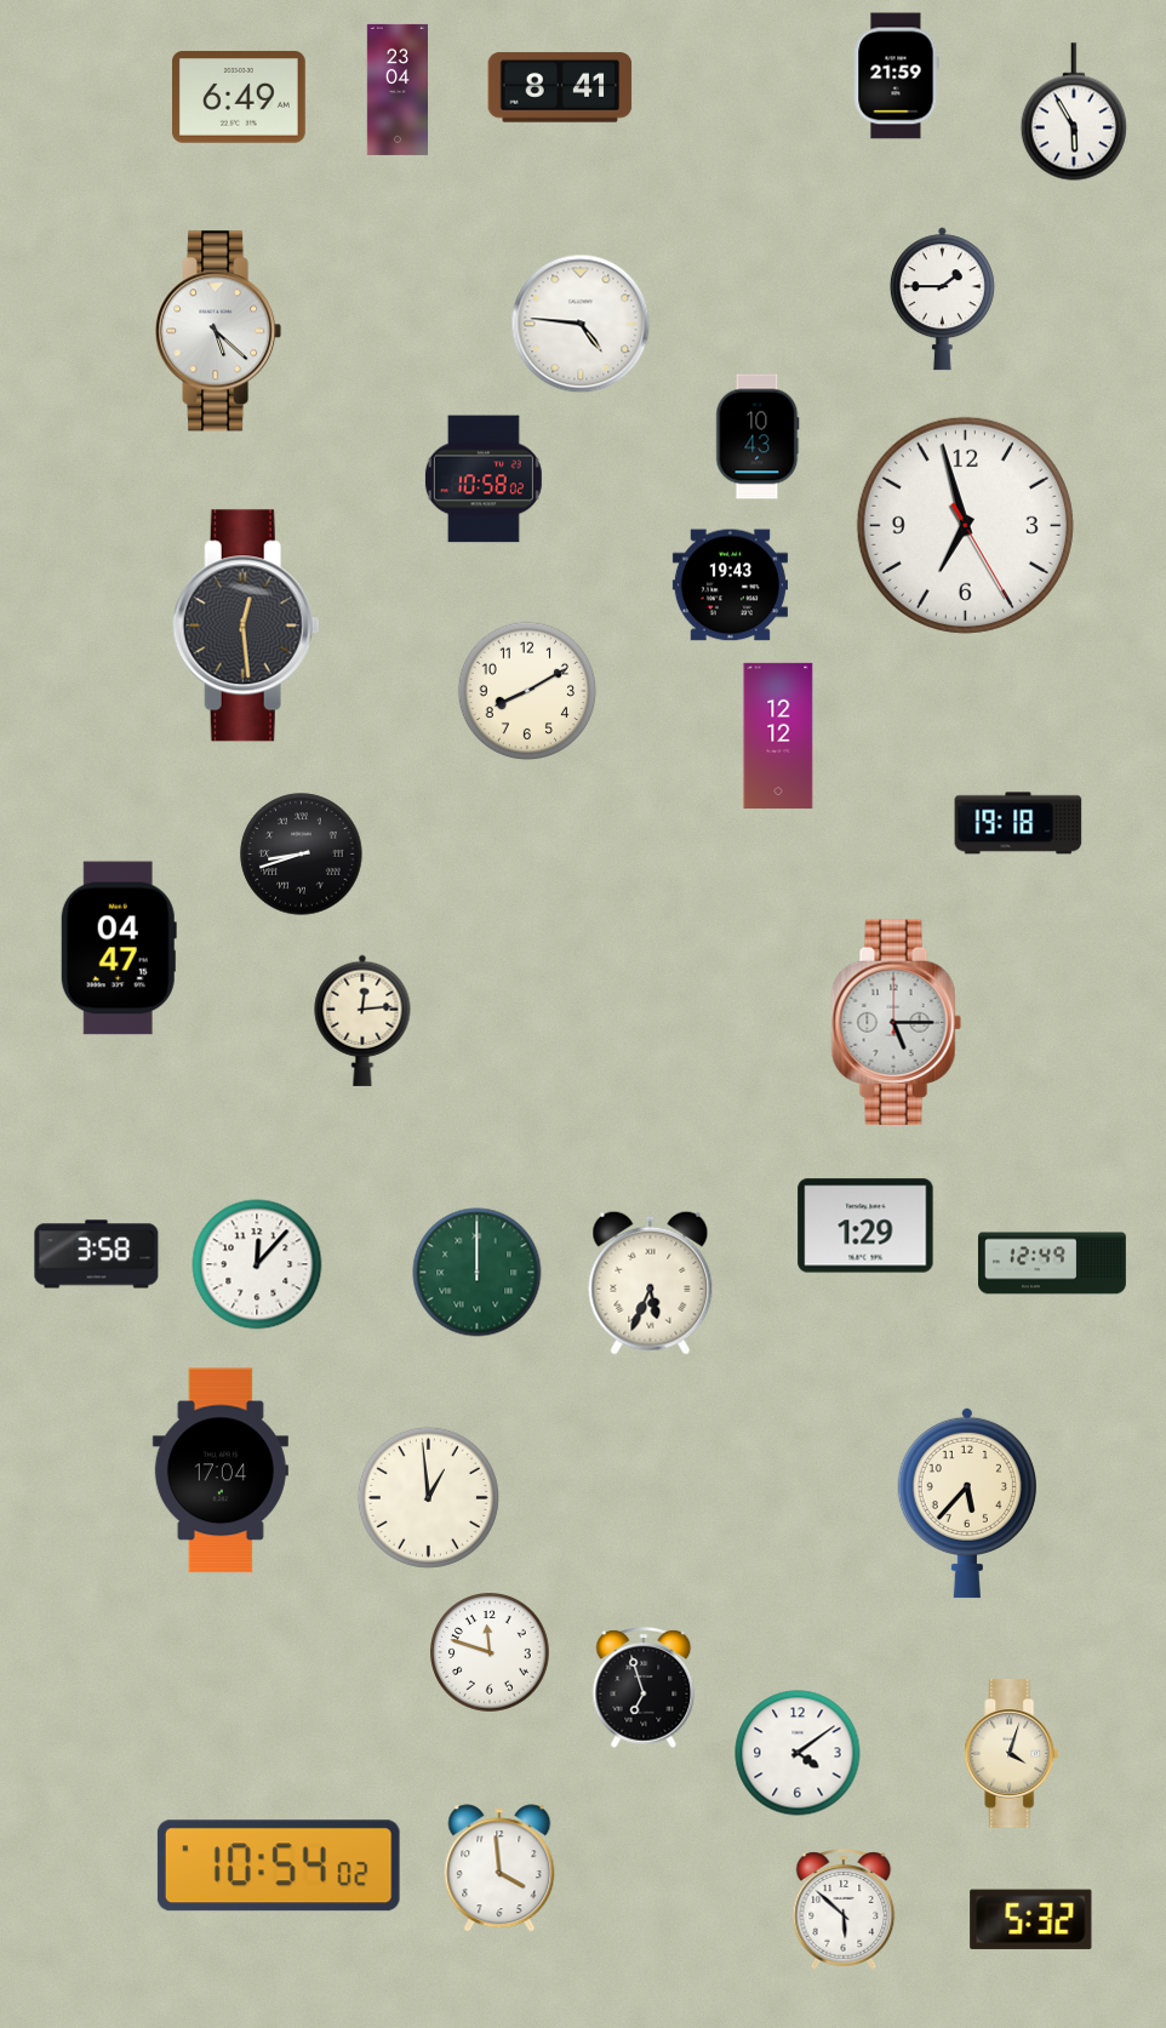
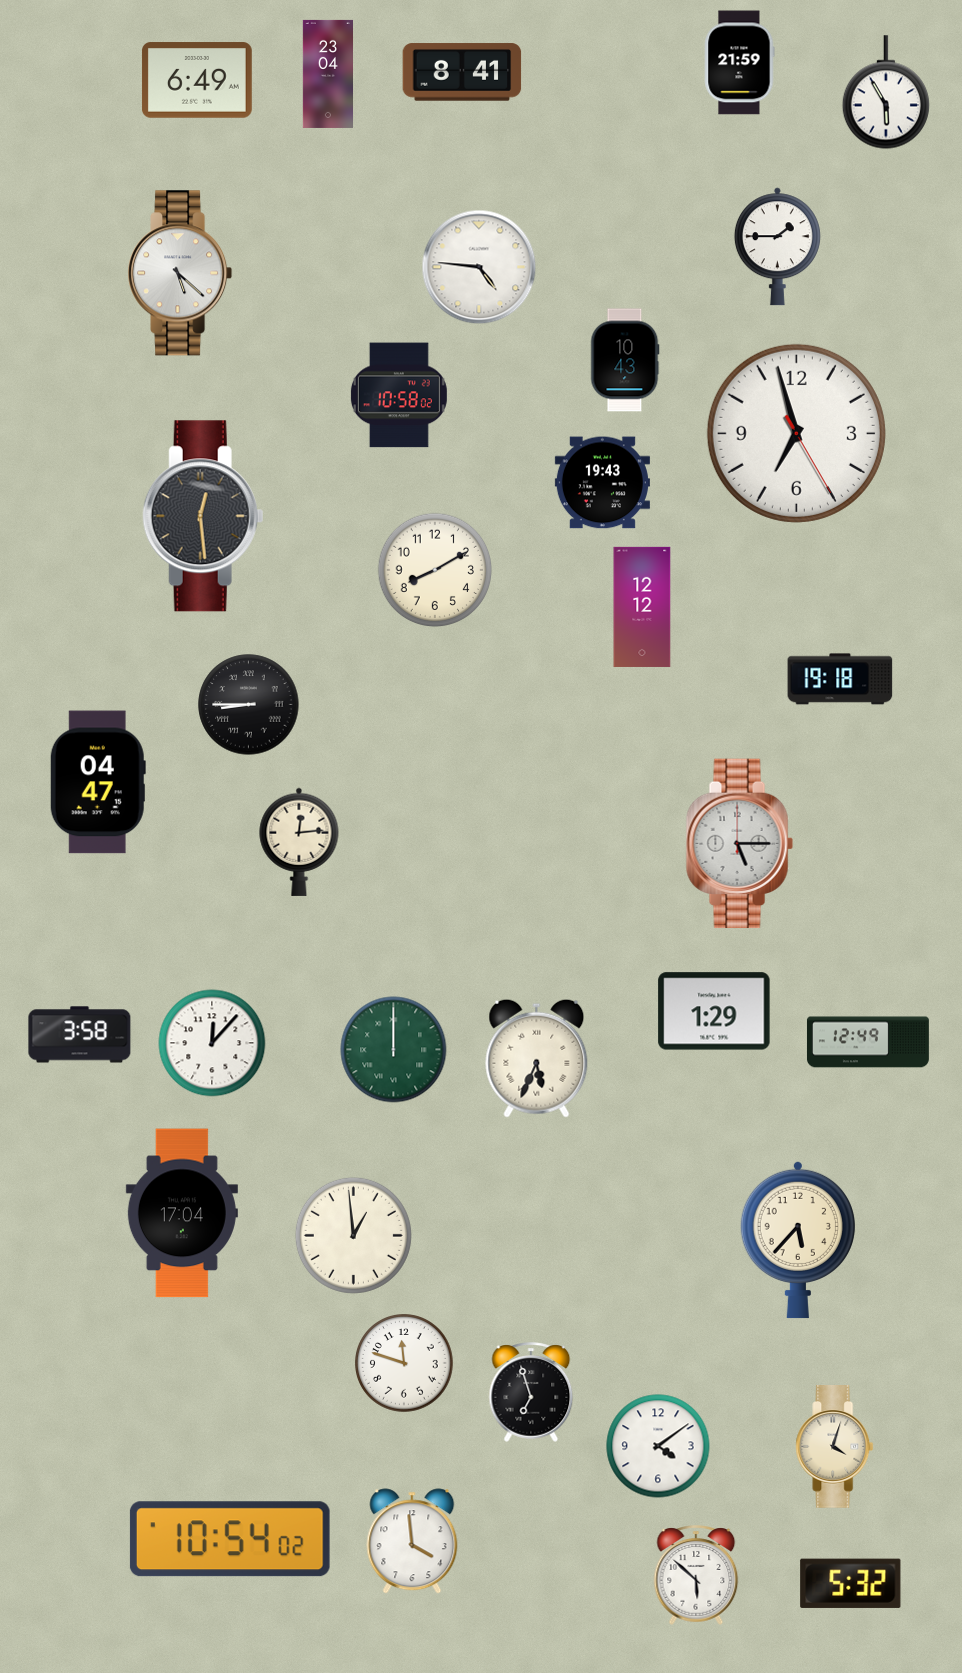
clock at (302, 855): 8:42 -> 8:45
